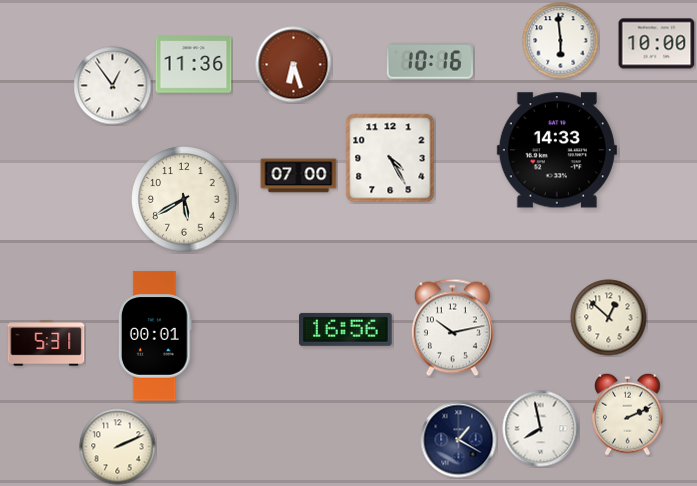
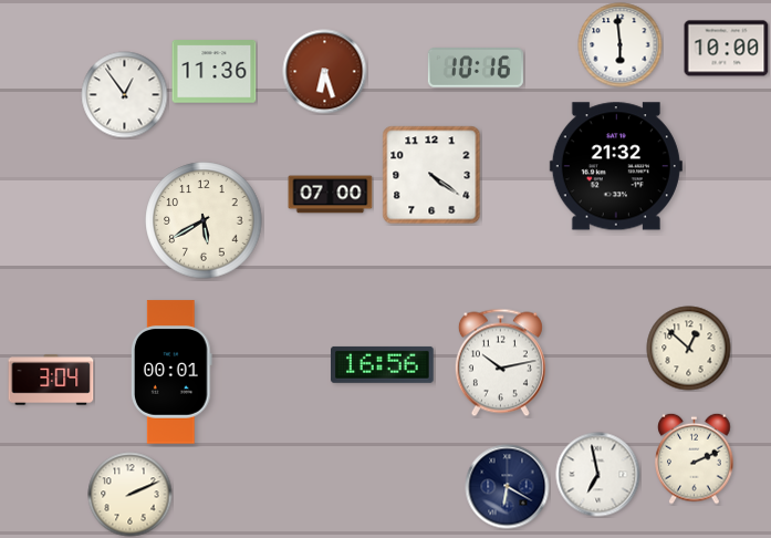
clock at (557, 150): 14:33 -> 21:32
clock at (390, 158): 4:25 -> 4:21
clock at (609, 318) position: (609, 318) -> (689, 349)
clock at (46, 343): 5:31 -> 3:04
clock at (541, 429): 7:58 -> 6:58
clock at (459, 440): 1:20 -> 6:20
